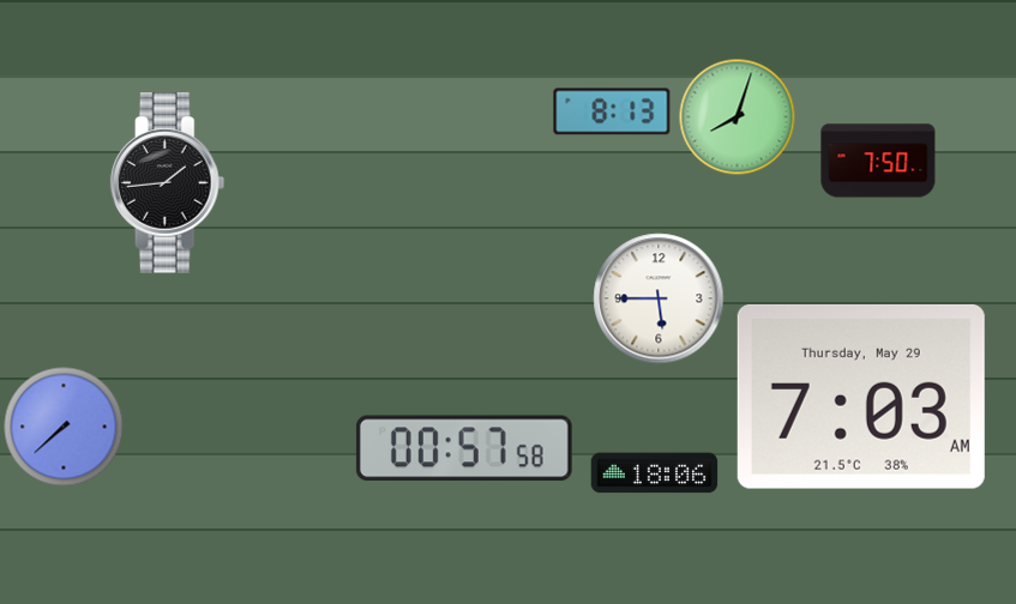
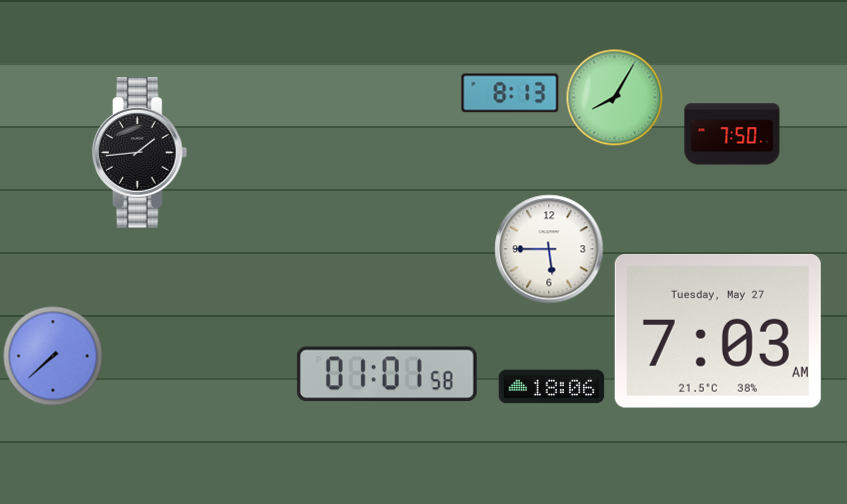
clock at (738, 117): 8:03 -> 8:05
clock at (861, 397) date: Thursday, May 29 -> Tuesday, May 27
clock at (464, 448): 00:57 -> 01:01
clock at (655, 473) position: (655, 473) -> (552, 387)
